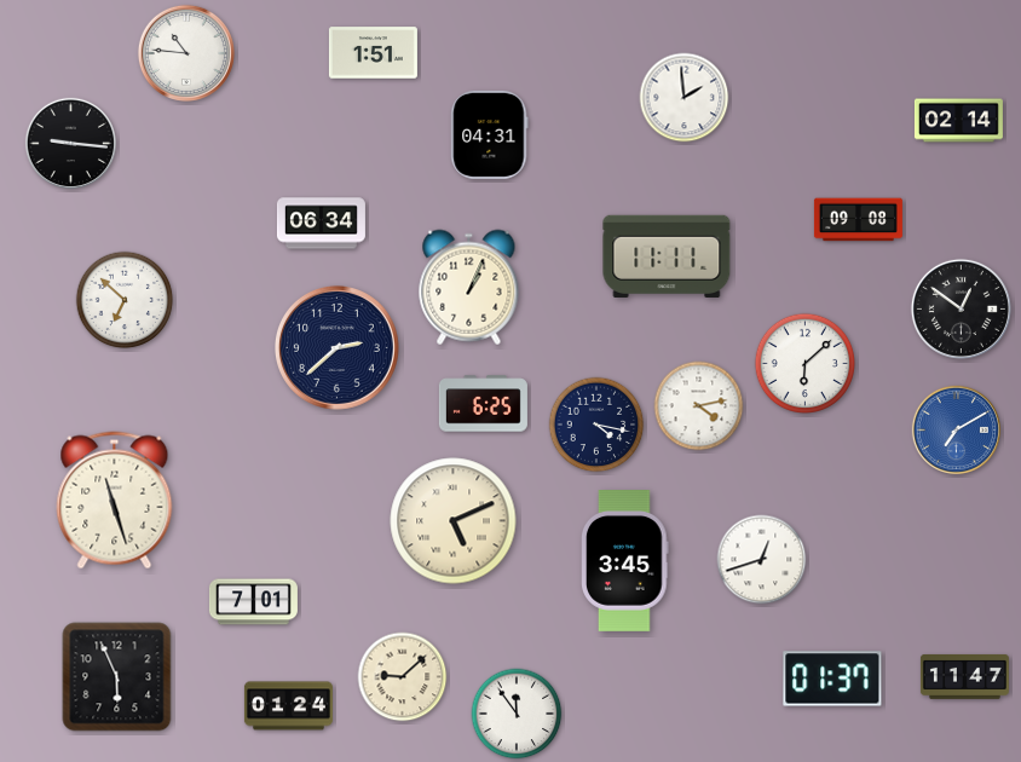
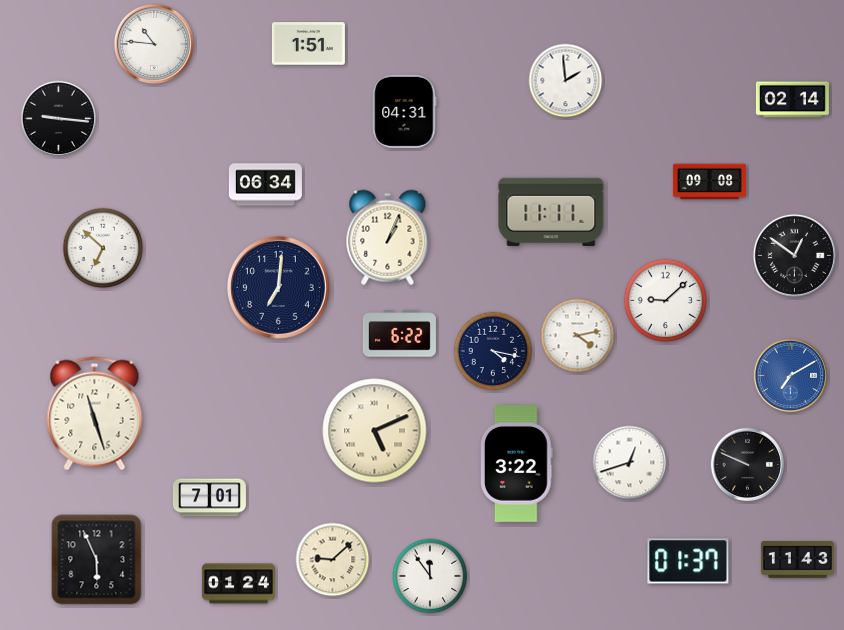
clock at (336, 347): 2:38 -> 7:01
clock at (806, 364): 6:08 -> 9:08
clock at (483, 404): 6:25 -> 6:22
clock at (956, 429) position: (956, 429) -> (790, 375)
clock at (625, 561): 3:45 -> 3:22
clock at (747, 464): none -> 9:49
clock at (964, 677): 11:47 -> 11:43
clock at (517, 714) position: (517, 714) -> (430, 576)
